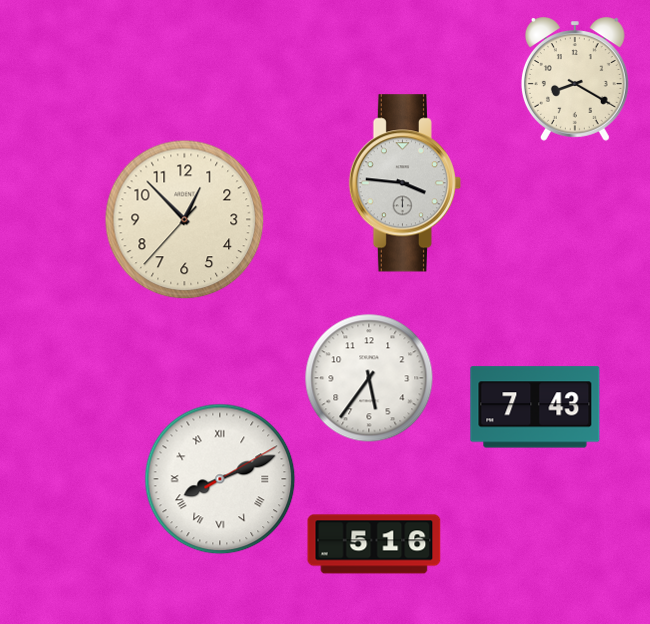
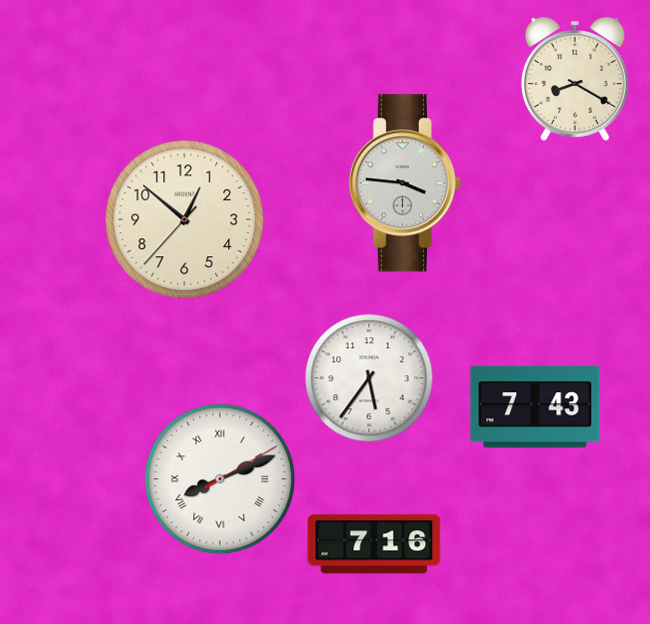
clock at (185, 220): 12:52 -> 12:51
clock at (374, 544): 5:16 -> 7:16
